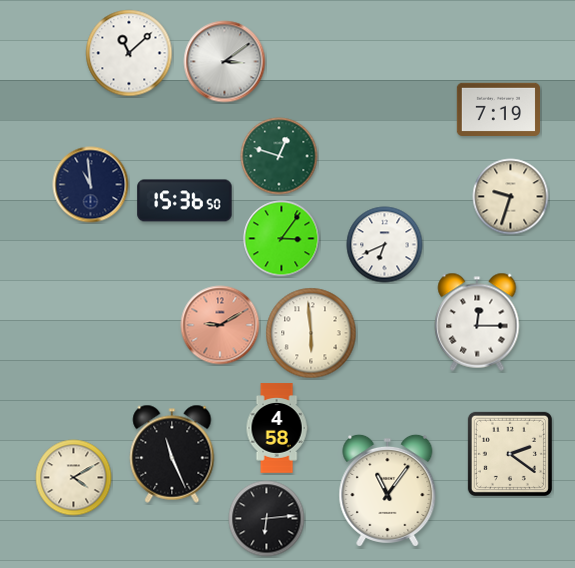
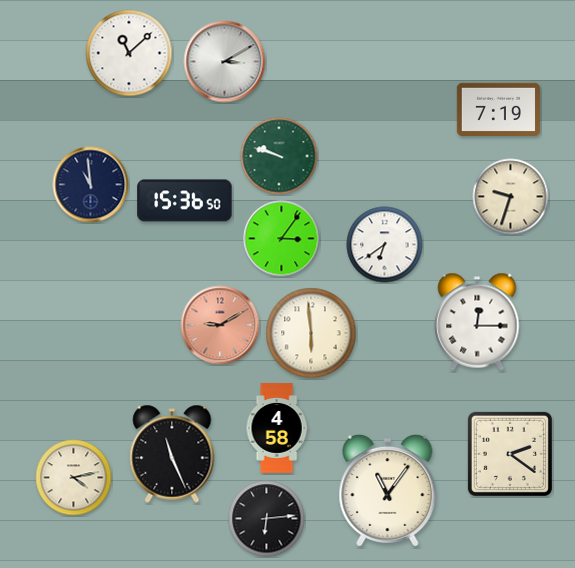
clock at (225, 62): 3:09 -> 3:10
clock at (279, 156): 12:48 -> 9:48
clock at (385, 245): 6:41 -> 6:39
clock at (74, 478): 4:10 -> 4:13
